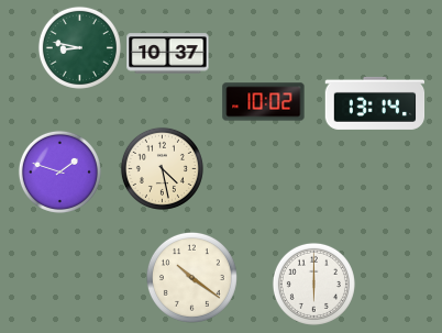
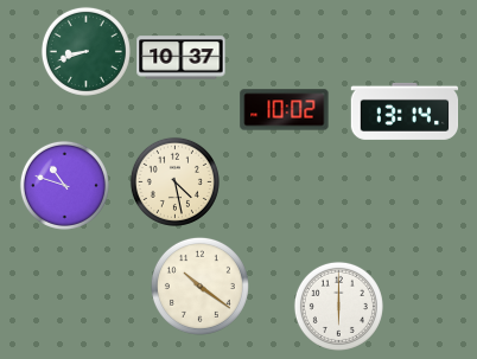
clock at (79, 47): 8:47 -> 8:42
clock at (59, 171): 1:48 -> 10:48
clock at (191, 277) position: (191, 277) -> (199, 286)
